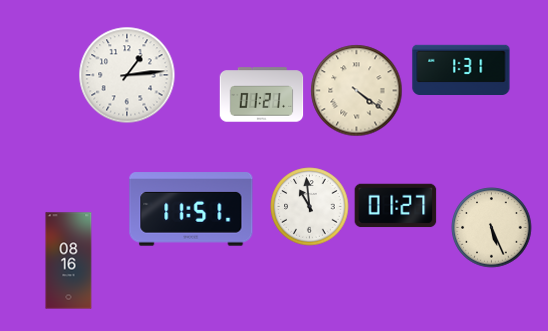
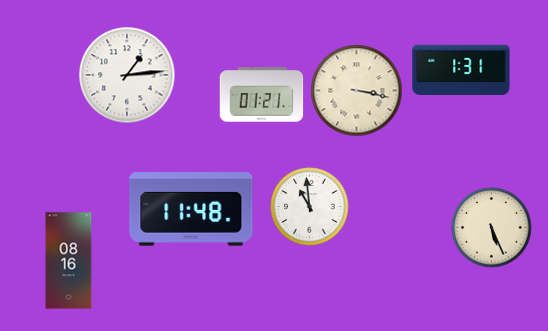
clock at (357, 91): 4:21 -> 3:17
clock at (396, 206): 01:27 -> none
clock at (191, 209): 11:51 -> 11:48
